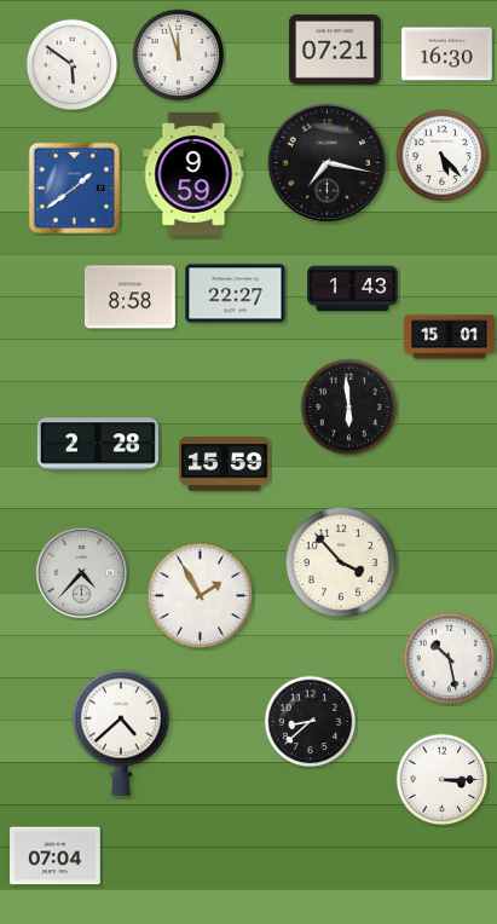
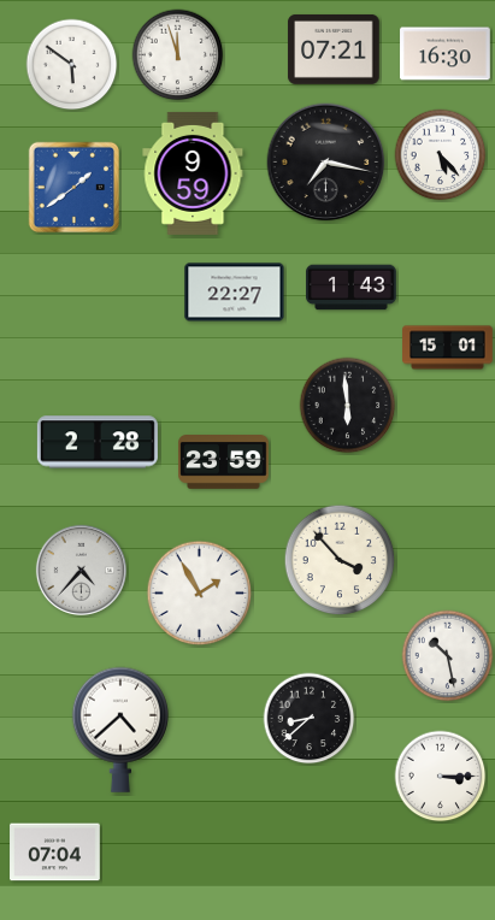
clock at (131, 298): 8:58 -> none
clock at (450, 337) position: (450, 337) -> (448, 348)
clock at (225, 464): 15:59 -> 23:59
